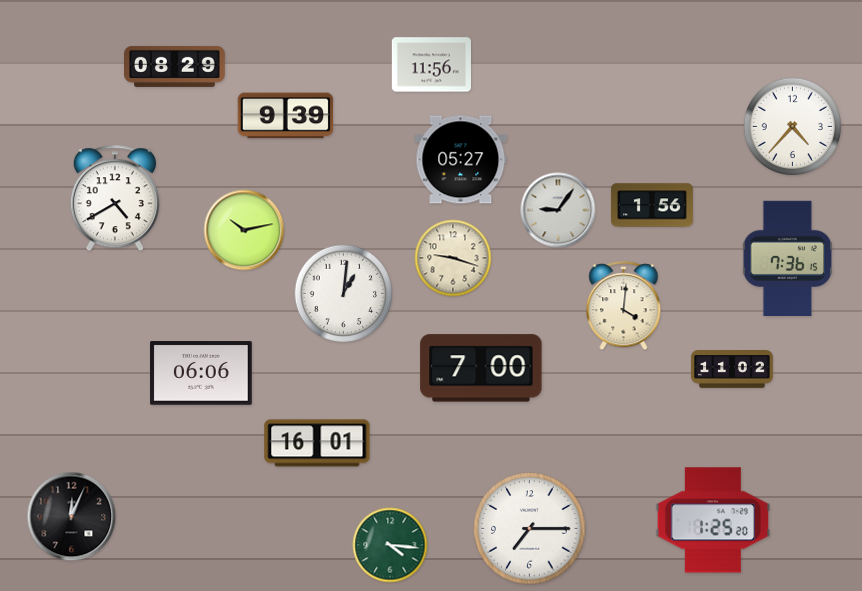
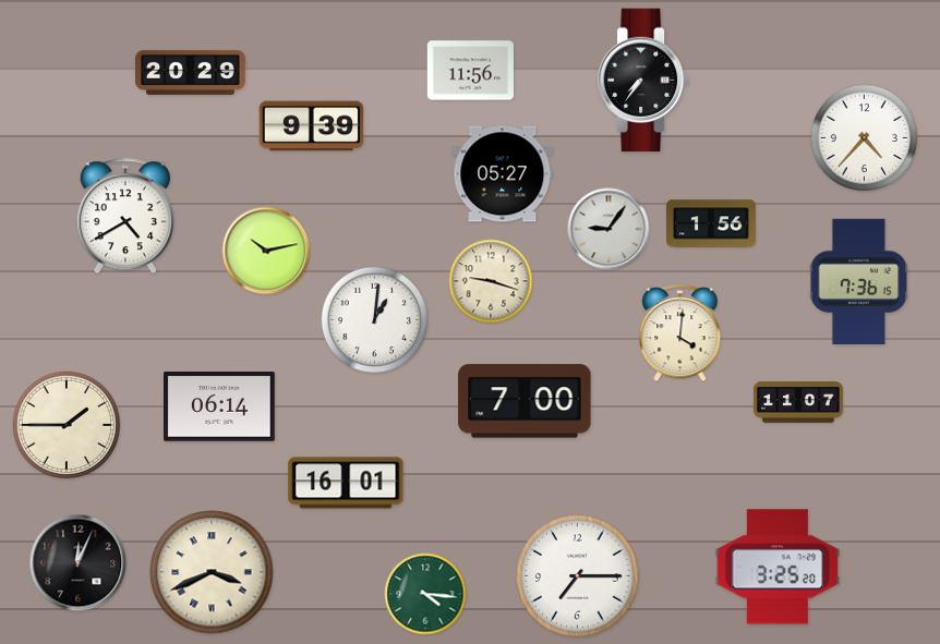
clock at (175, 66): 08:29 -> 20:29
clock at (643, 81): none -> 7:36
clock at (453, 258) position: (453, 258) -> (491, 281)
clock at (732, 370): 11:02 -> 11:07
clock at (201, 373): 06:06 -> 06:14
clock at (65, 424): none -> 1:45
clock at (713, 520): 1:25 -> 3:25
clock at (212, 572): none -> 3:41
